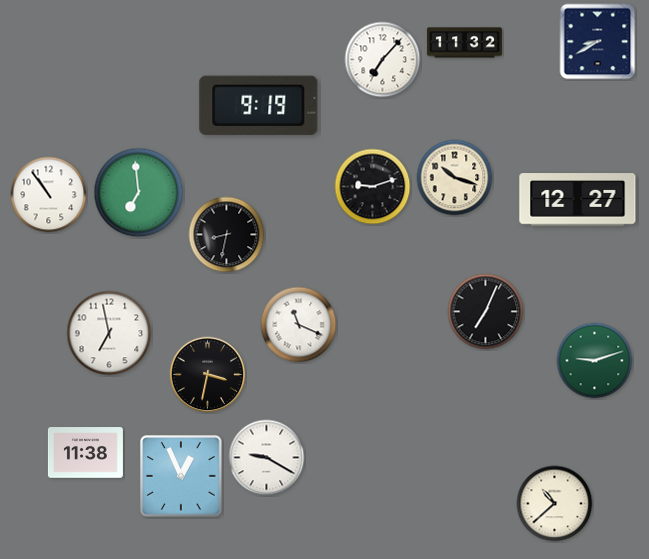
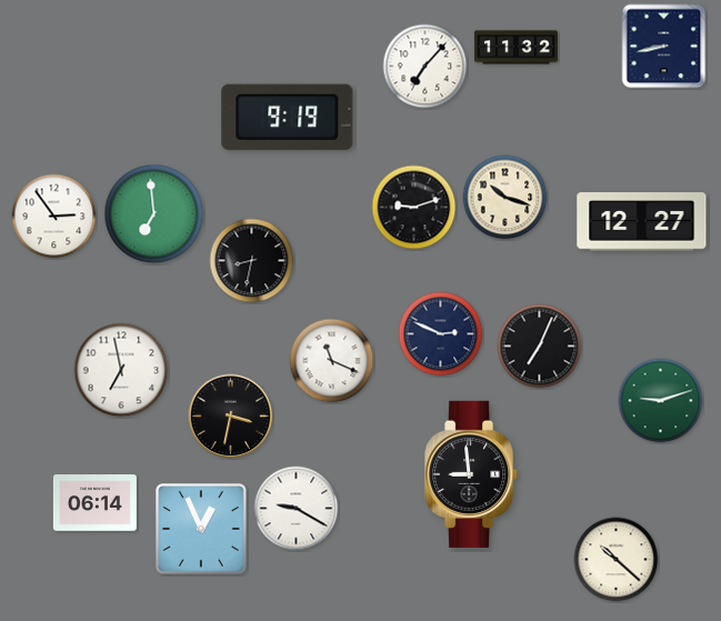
clock at (598, 42): 8:40 -> 8:43
clock at (49, 195): 10:54 -> 2:54
clock at (441, 334): none -> 2:49
clock at (472, 474): none -> 8:59
clock at (85, 453): 11:38 -> 06:14
clock at (555, 504): 10:38 -> 10:22
